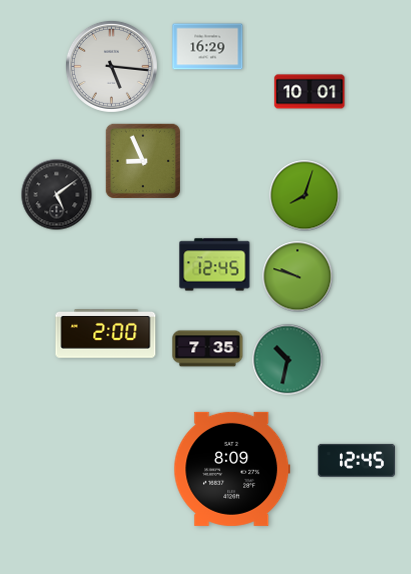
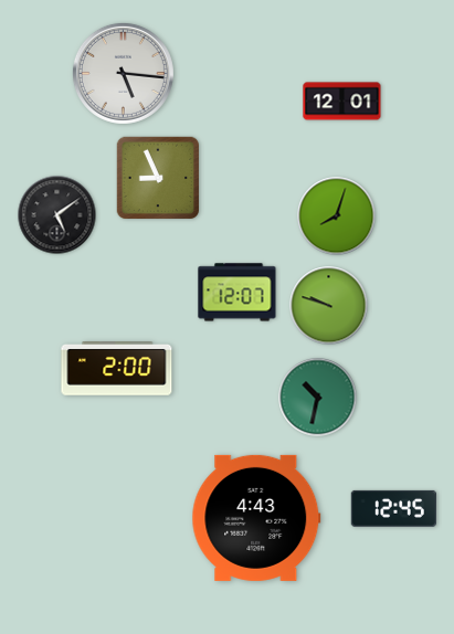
clock at (208, 47): 16:29 -> none
clock at (310, 92): 10:01 -> 12:01
clock at (57, 195) position: (57, 195) -> (57, 215)
clock at (215, 265): 12:45 -> 12:07
clock at (208, 349): 7:35 -> none
clock at (232, 469): 8:09 -> 4:43
